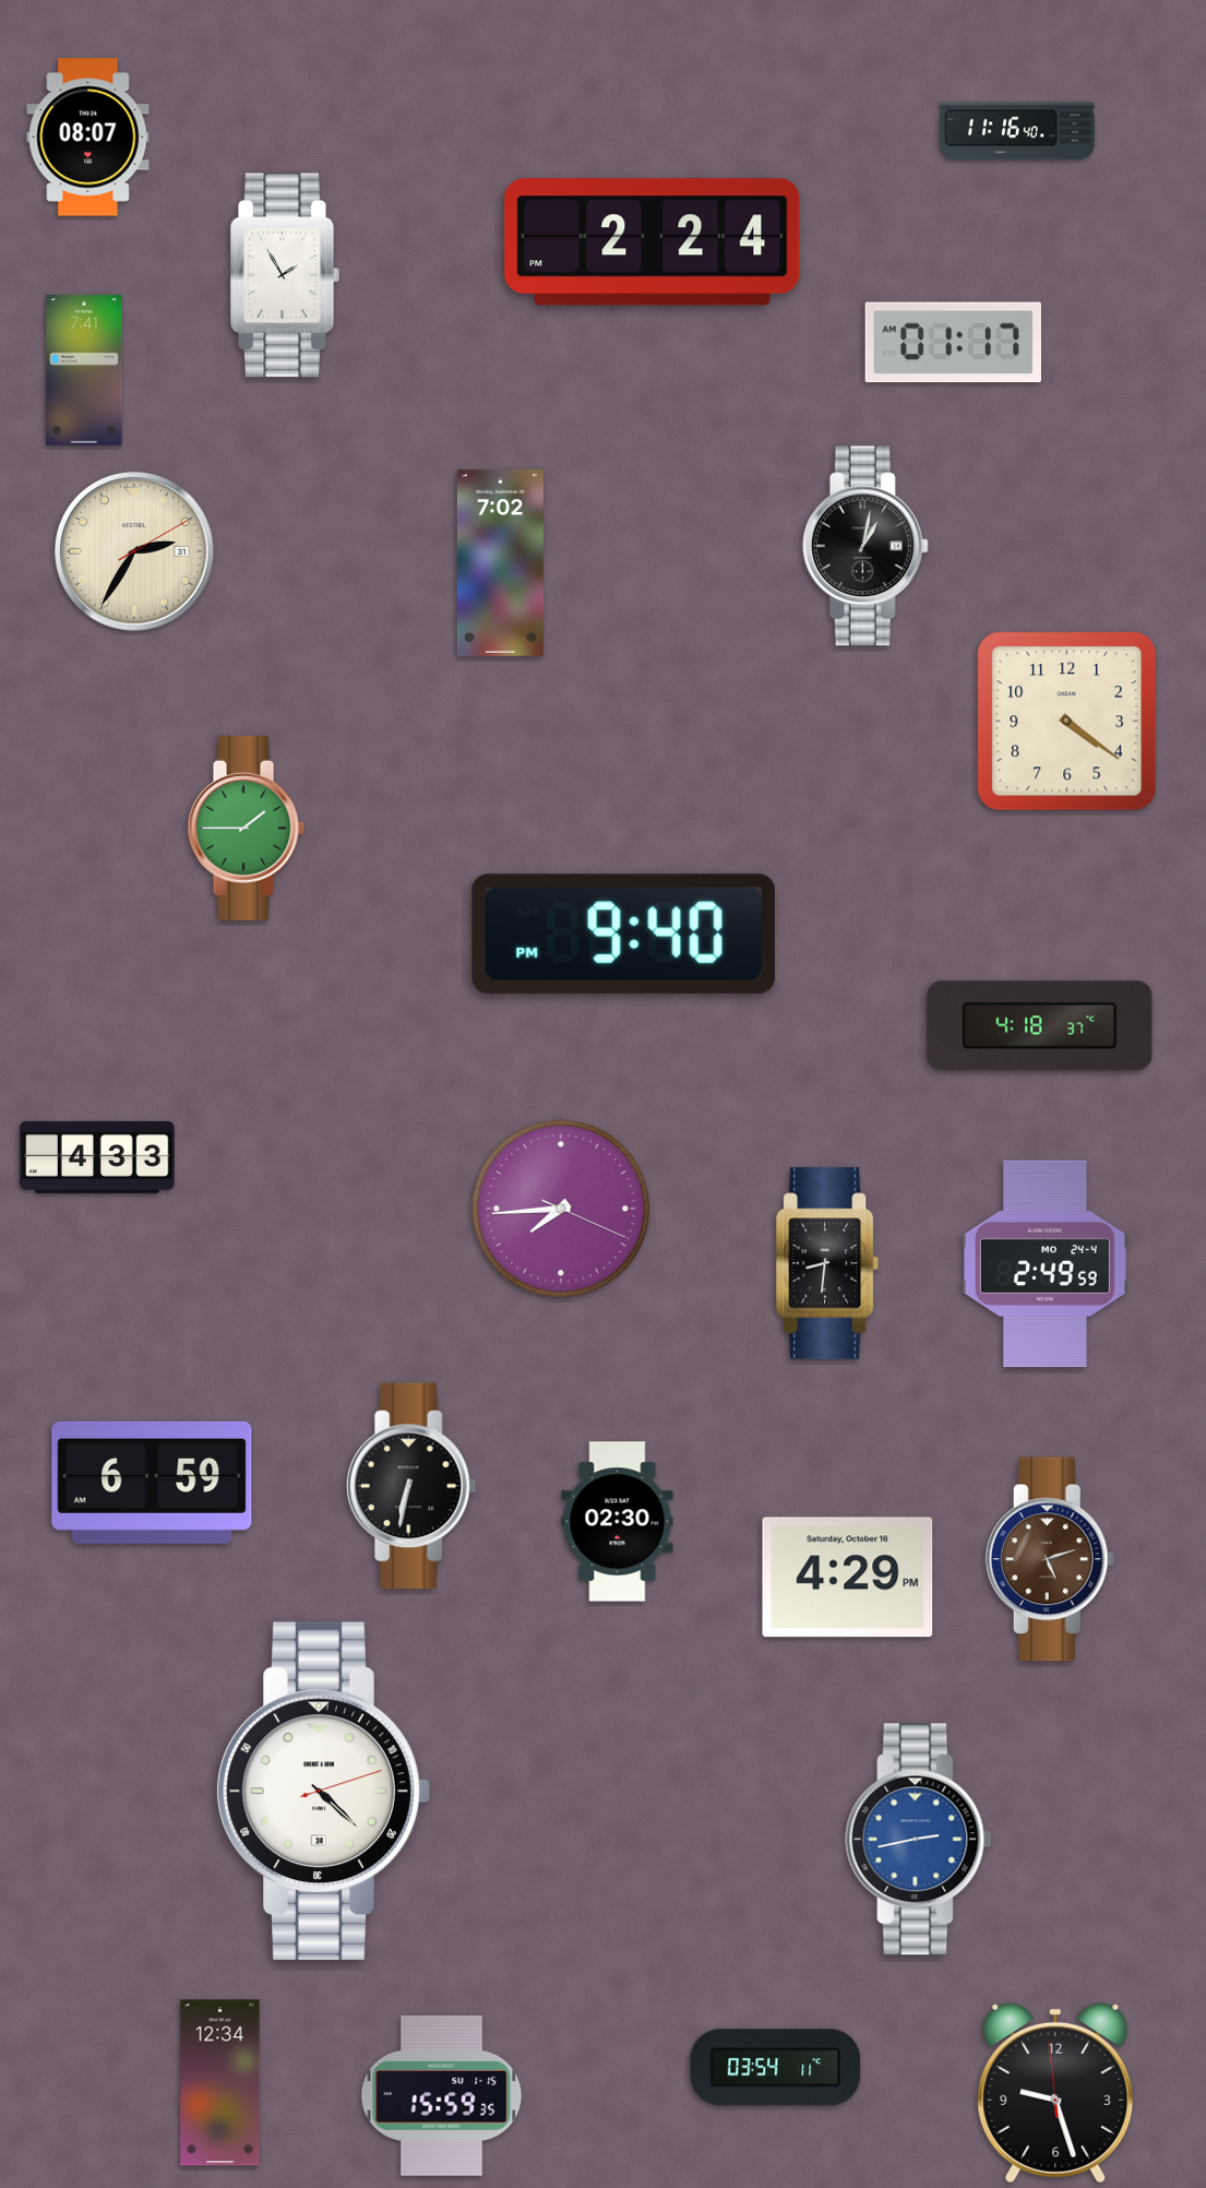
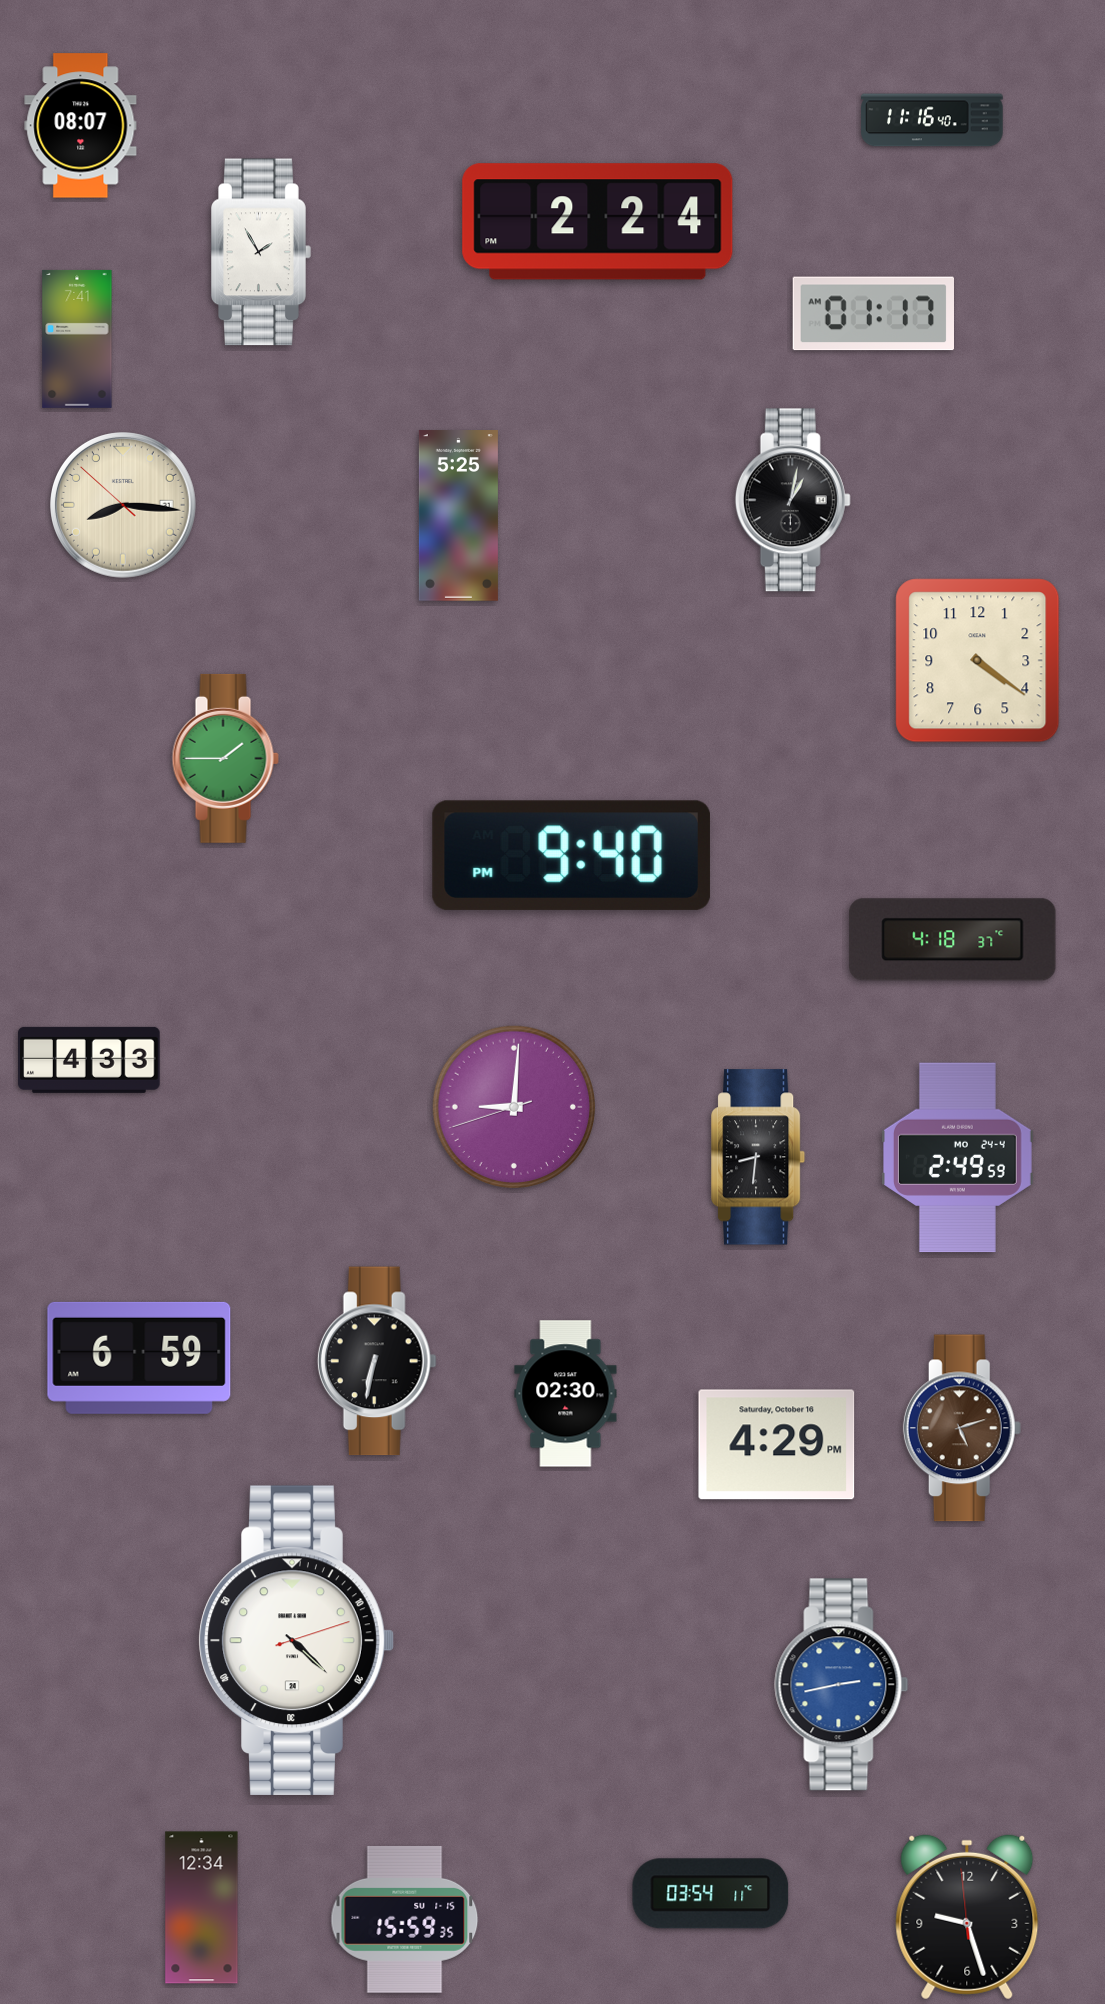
clock at (135, 552): 2:35 -> 8:15
clock at (500, 563): 7:02 -> 5:25
clock at (560, 1208): 7:44 -> 9:00
